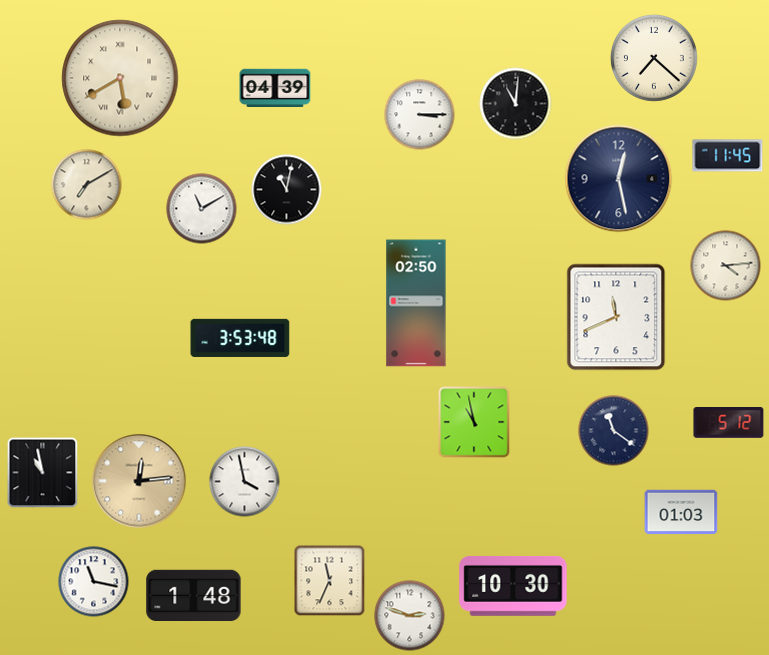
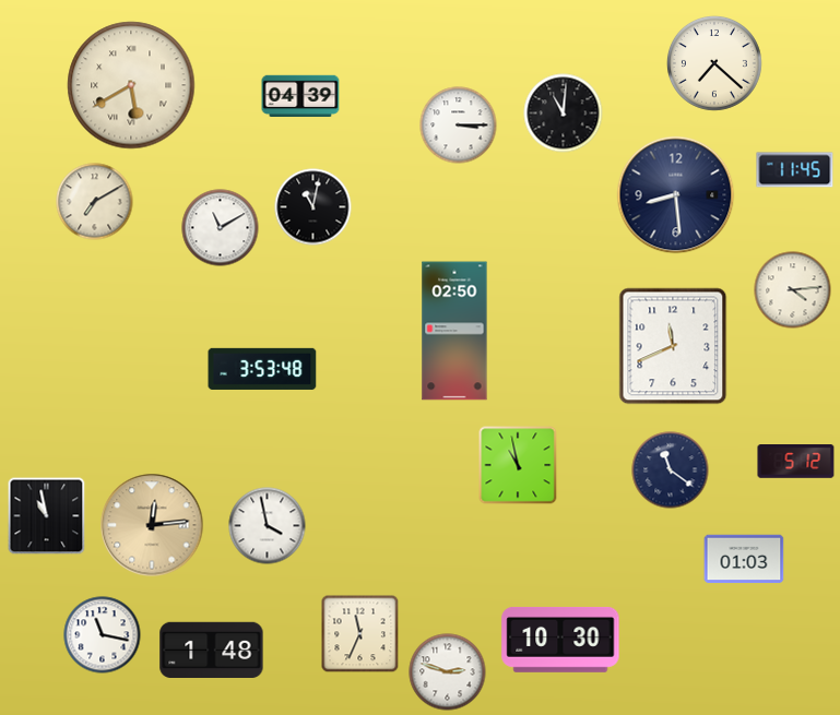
clock at (619, 179): 12:28 -> 8:29
clock at (474, 422) position: (474, 422) -> (518, 465)
